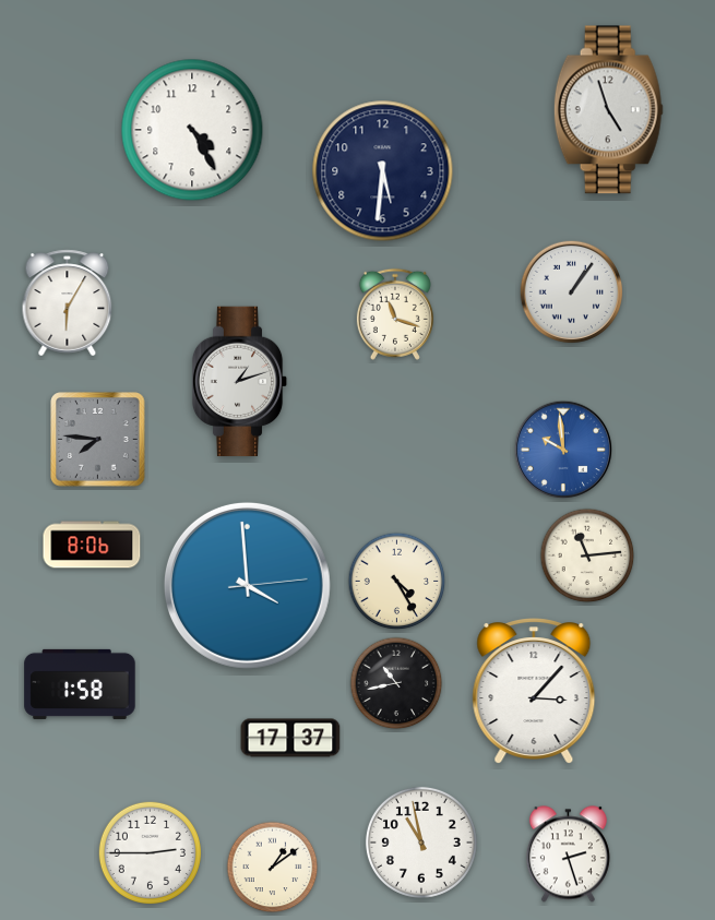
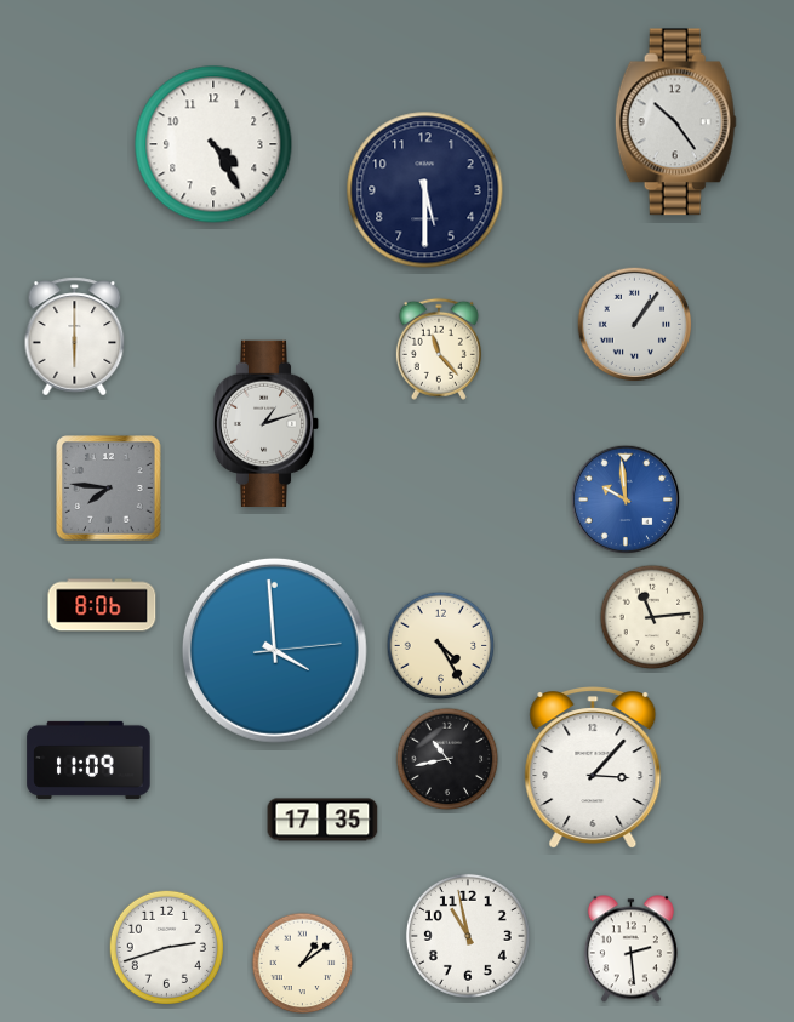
clock at (608, 110): 4:57 -> 10:24
clock at (383, 171): 5:31 -> 5:30
clock at (68, 303): 6:05 -> 6:00
clock at (395, 314): 11:18 -> 11:23
clock at (396, 683) position: (396, 683) -> (447, 759)
clock at (80, 684): 1:58 -> 11:09
clock at (290, 738): 17:37 -> 17:35
clock at (150, 852): 2:45 -> 2:42
clock at (568, 855): 2:27 -> 2:29
